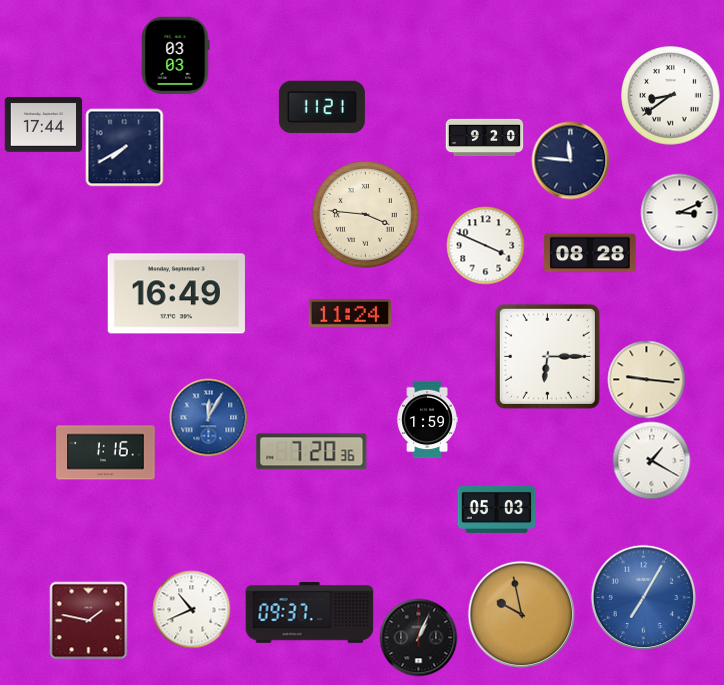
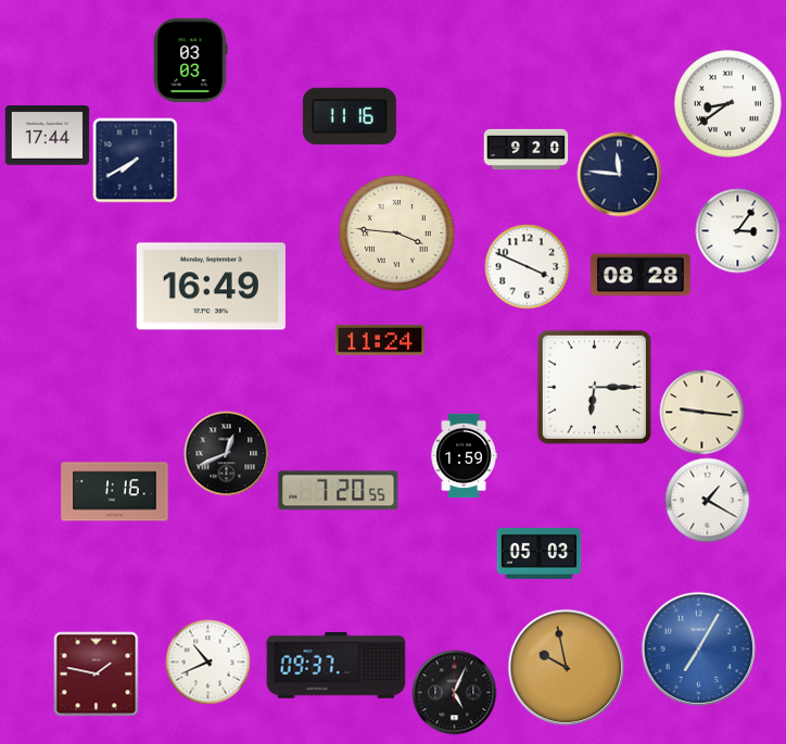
clock at (322, 107): 11:21 -> 11:16
clock at (679, 212): 3:11 -> 3:06
clock at (176, 294) position: (176, 294) -> (211, 287)
clock at (208, 417): 12:05 -> 12:41
clock at (208, 417) dial: blue -> black
clock at (312, 452): 7:20:36 -> 7:20:55
clock at (418, 637): 1:04 -> 5:04
